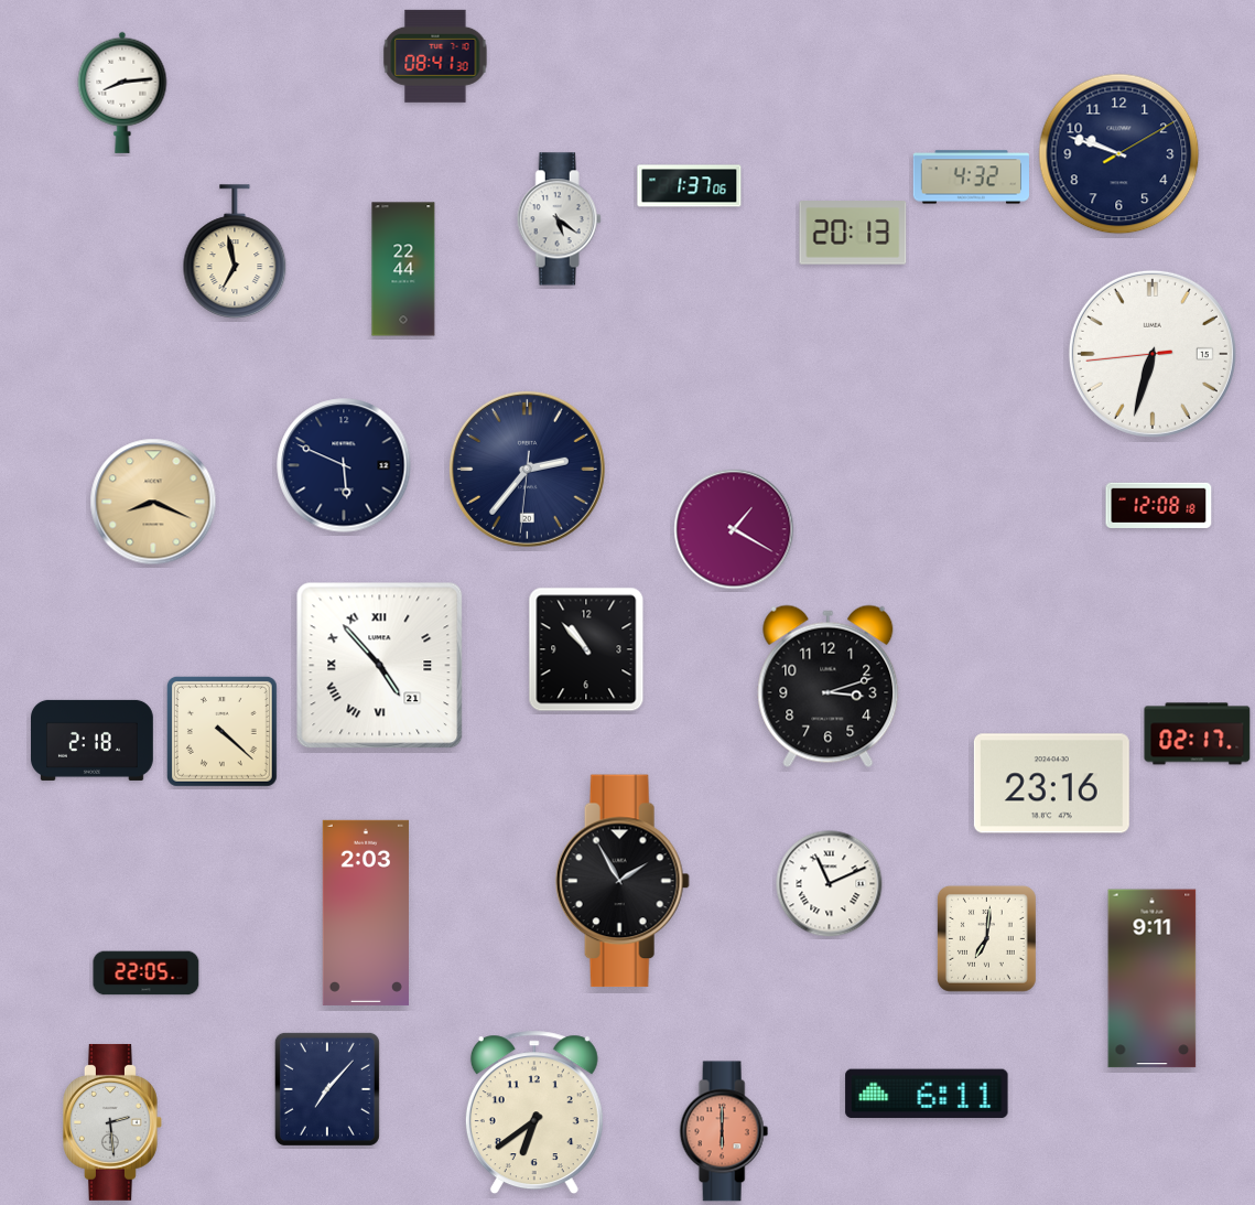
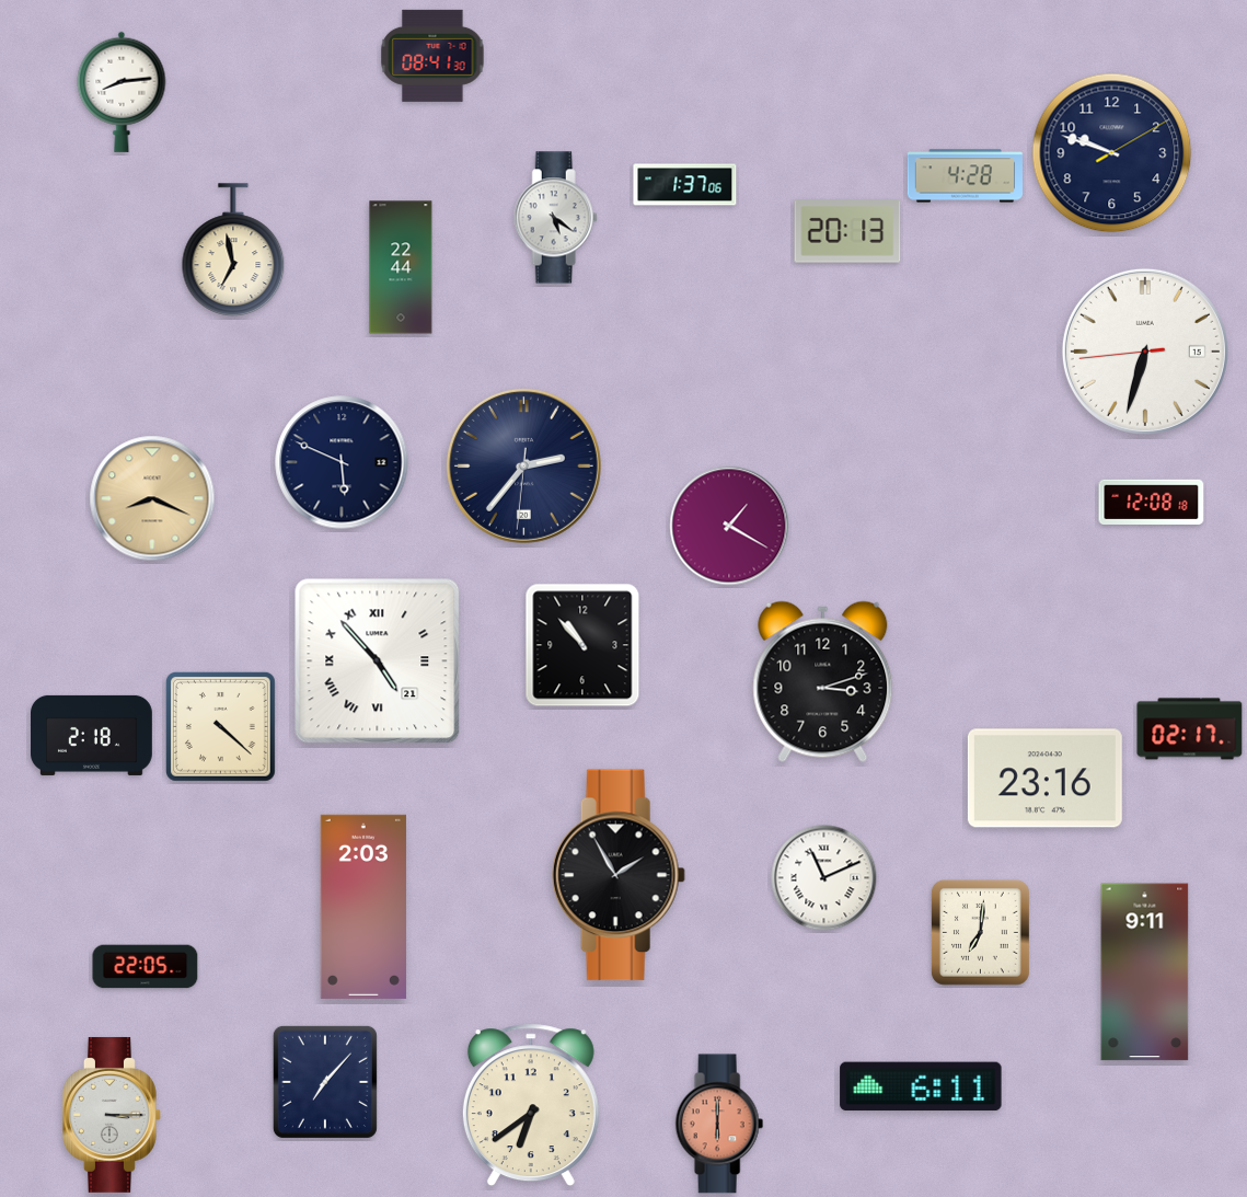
clock at (971, 177): 4:32 -> 4:28
clock at (112, 1122): 2:29 -> 3:15
